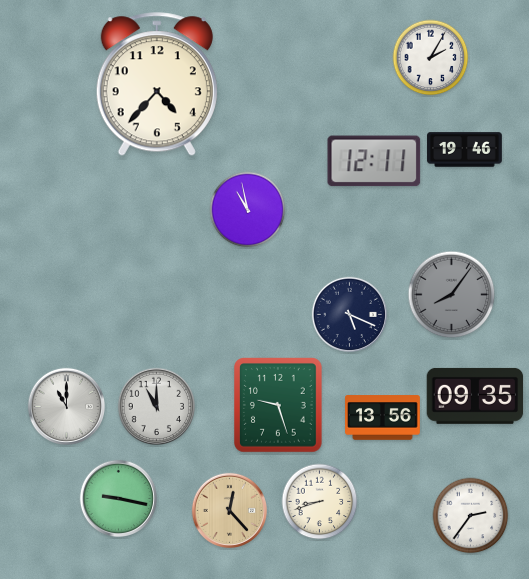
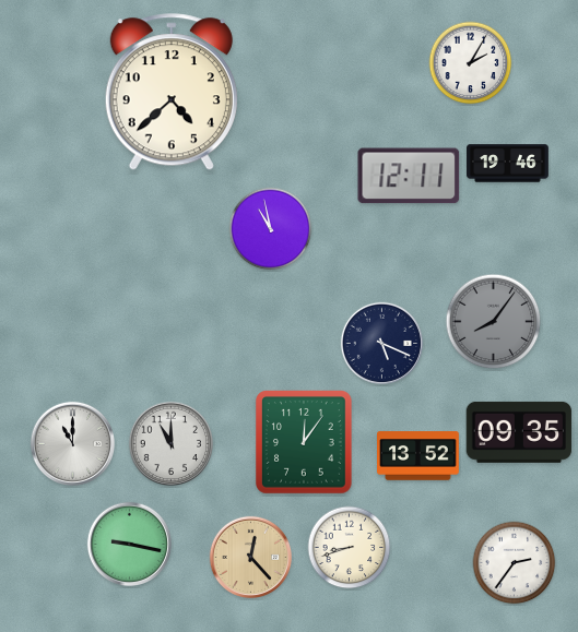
clock at (157, 85): 4:37 -> 4:38
clock at (279, 406): 9:27 -> 12:06
clock at (383, 418): 13:56 -> 13:52
